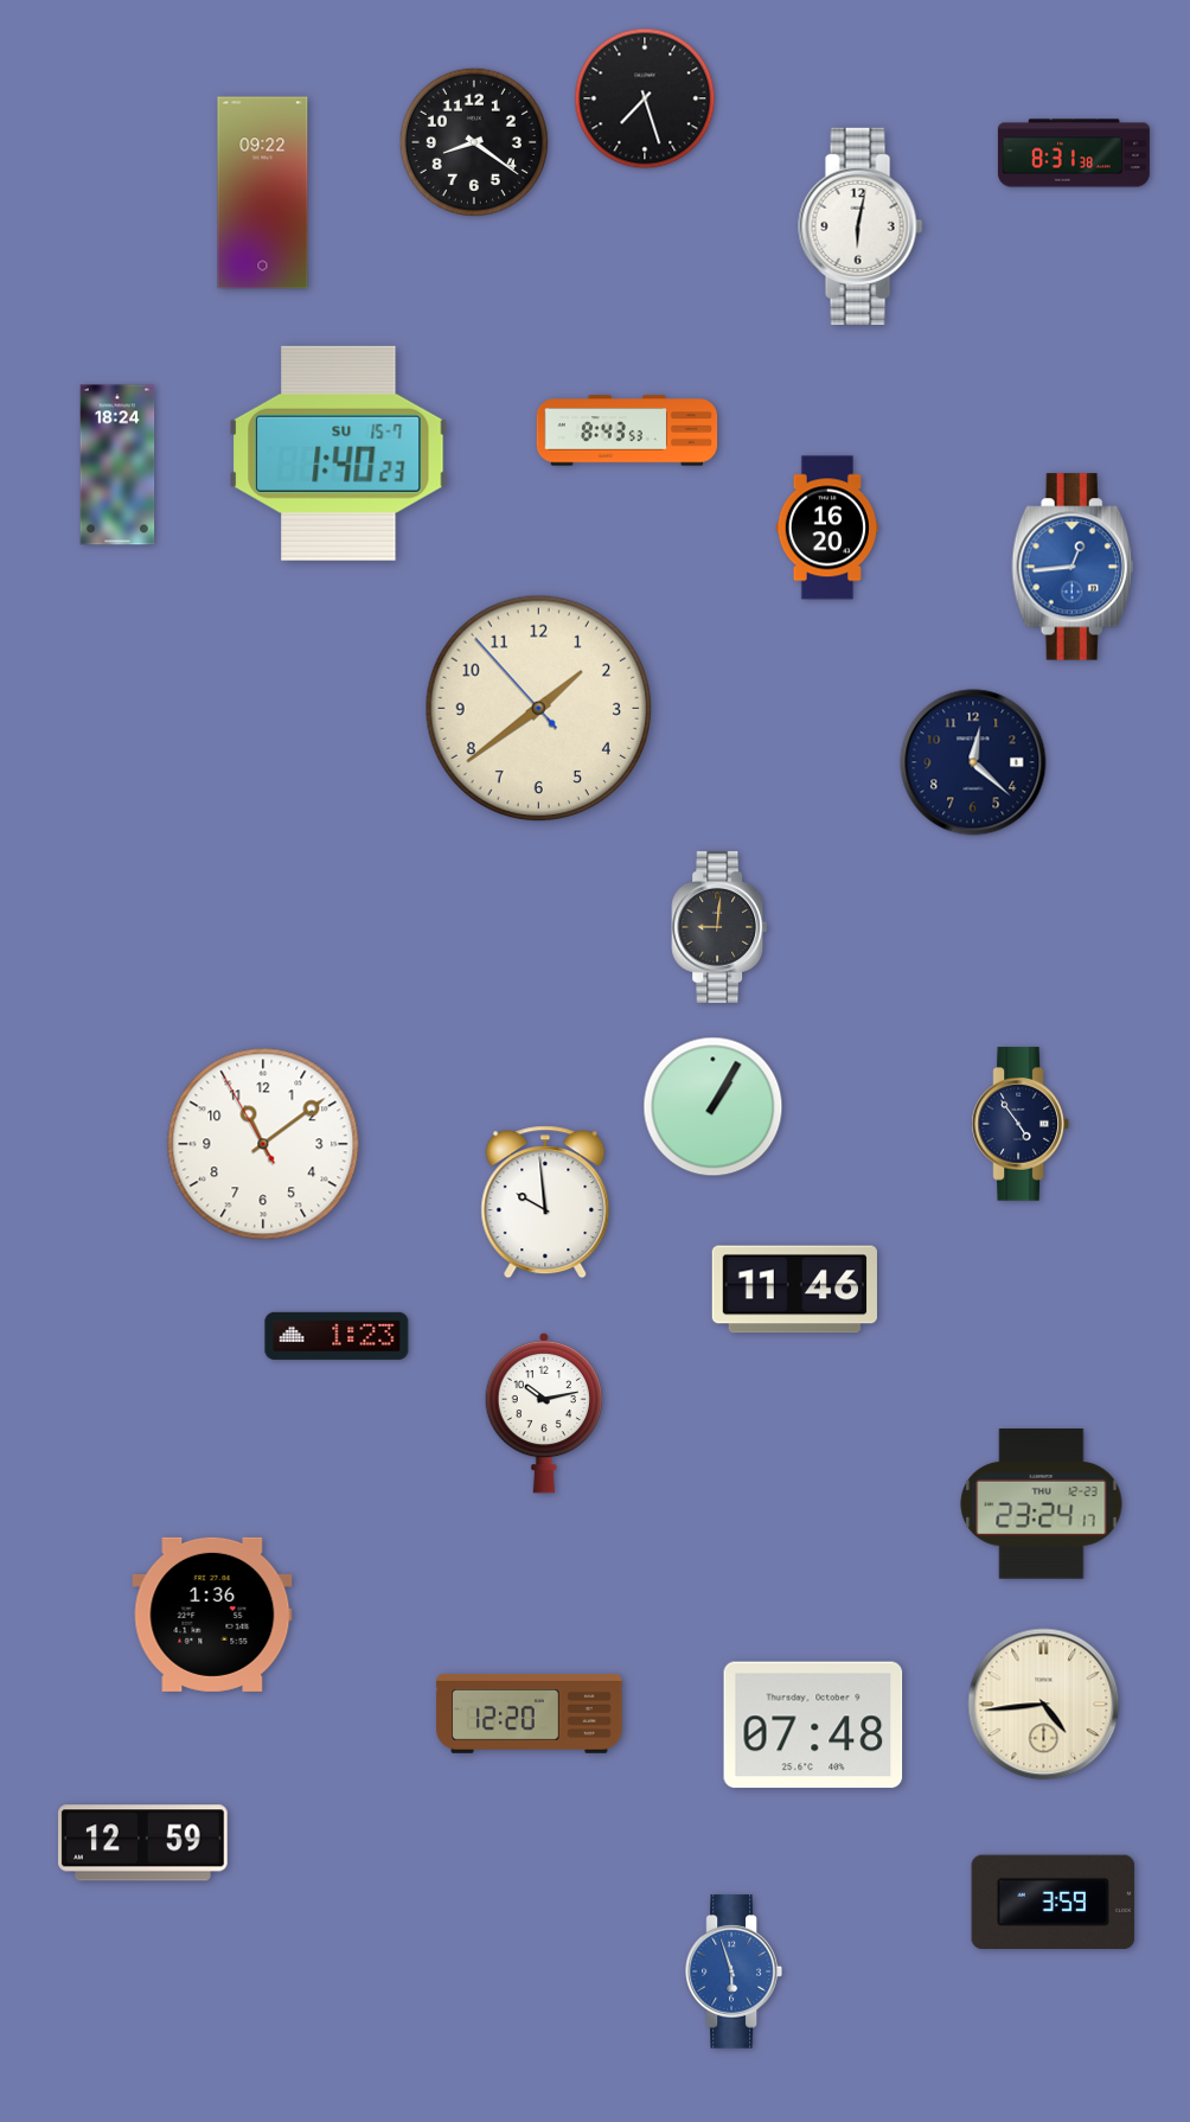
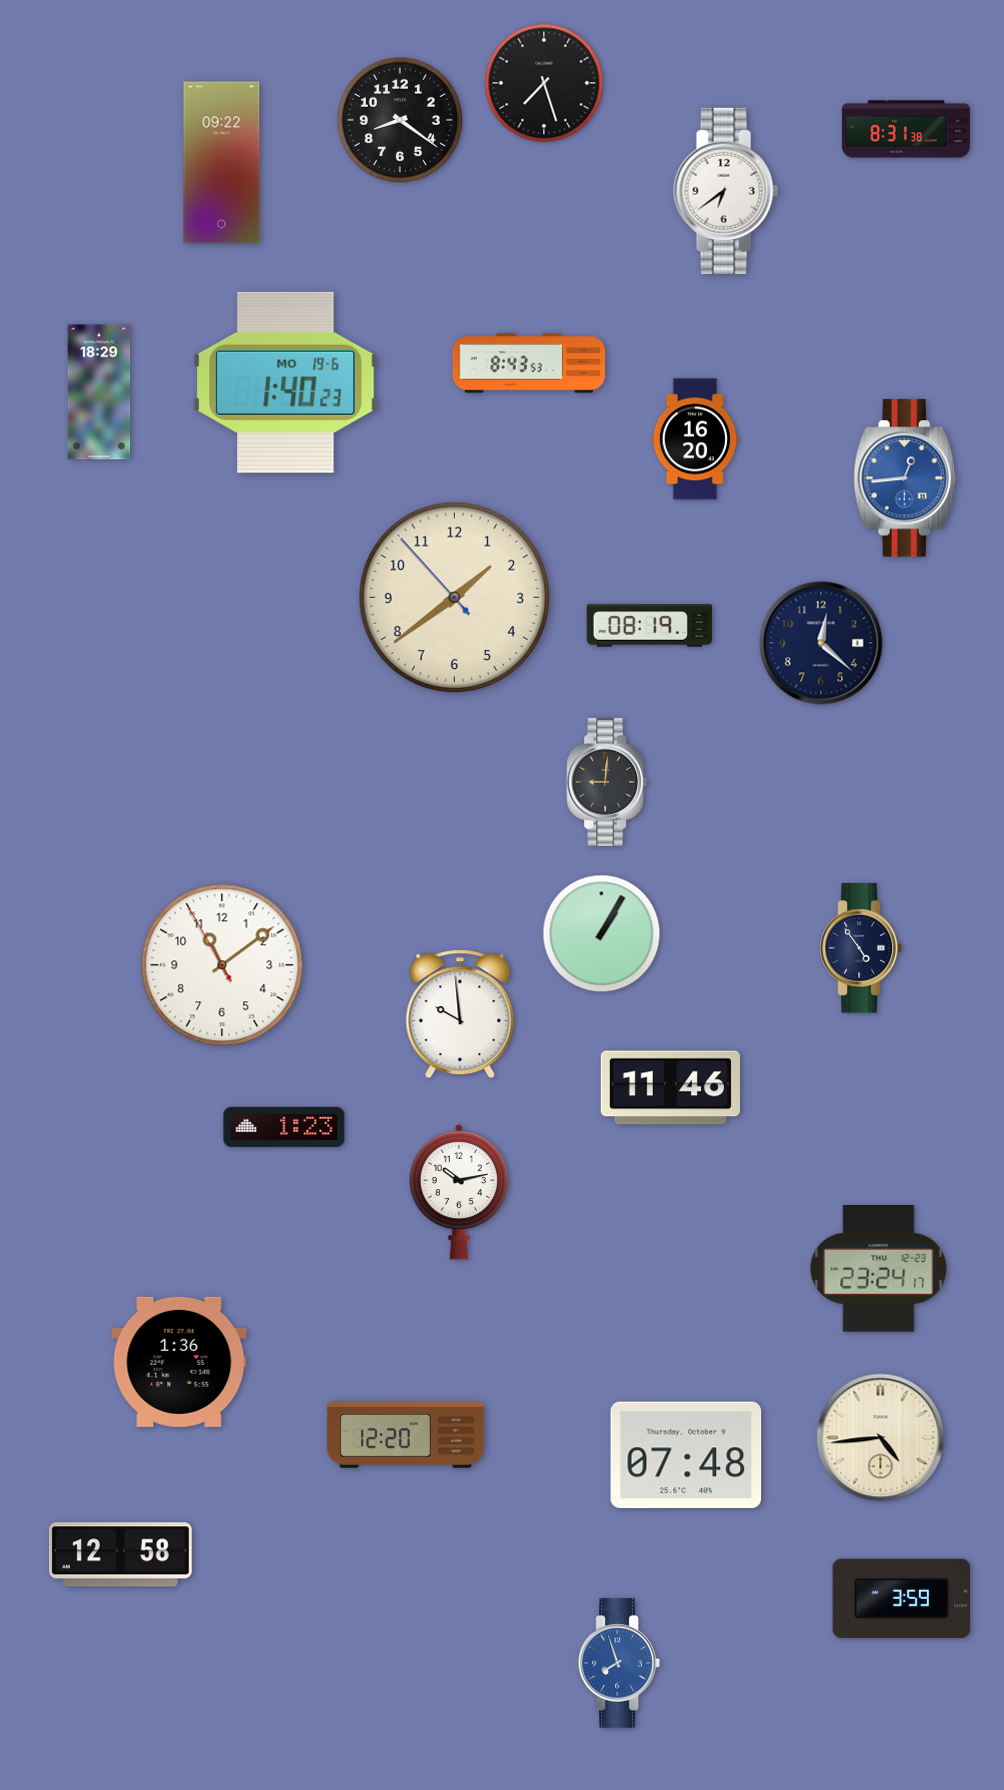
clock at (860, 226): 6:02 -> 6:39
clock at (339, 453) date: SU 15-7 -> MO 19-6
clock at (117, 465): 18:24 -> 18:29
clock at (826, 528) position: (826, 528) -> (694, 439)
clock at (650, 626): none -> 08:19
clock at (530, 1713) position: (530, 1713) -> (406, 1434)
clock at (143, 1843): 12:59 -> 12:58
clock at (1054, 1903) position: (1054, 1903) -> (902, 1599)
clock at (734, 1971): 5:57 -> 7:57
